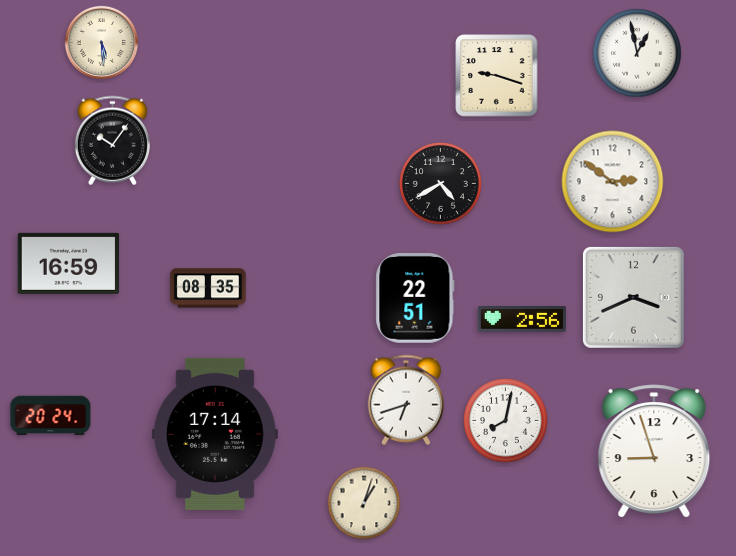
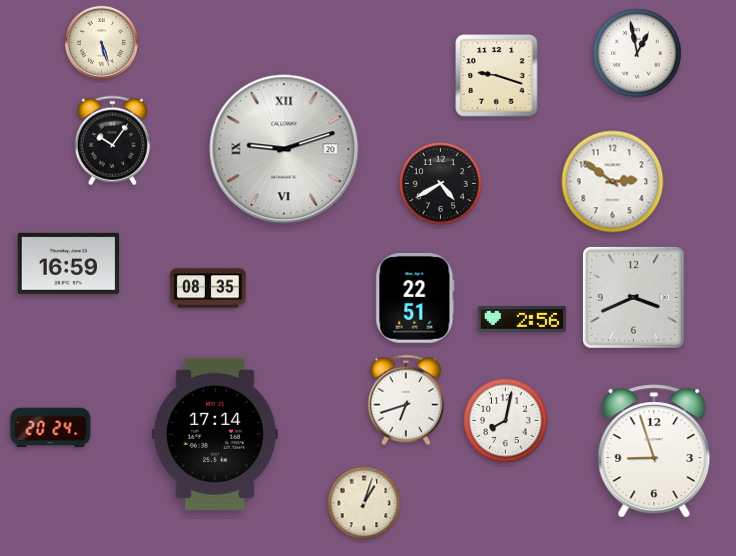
clock at (101, 42): 5:29 -> 5:27
clock at (284, 149): none -> 9:12
clock at (51, 416) position: (51, 416) -> (51, 428)
